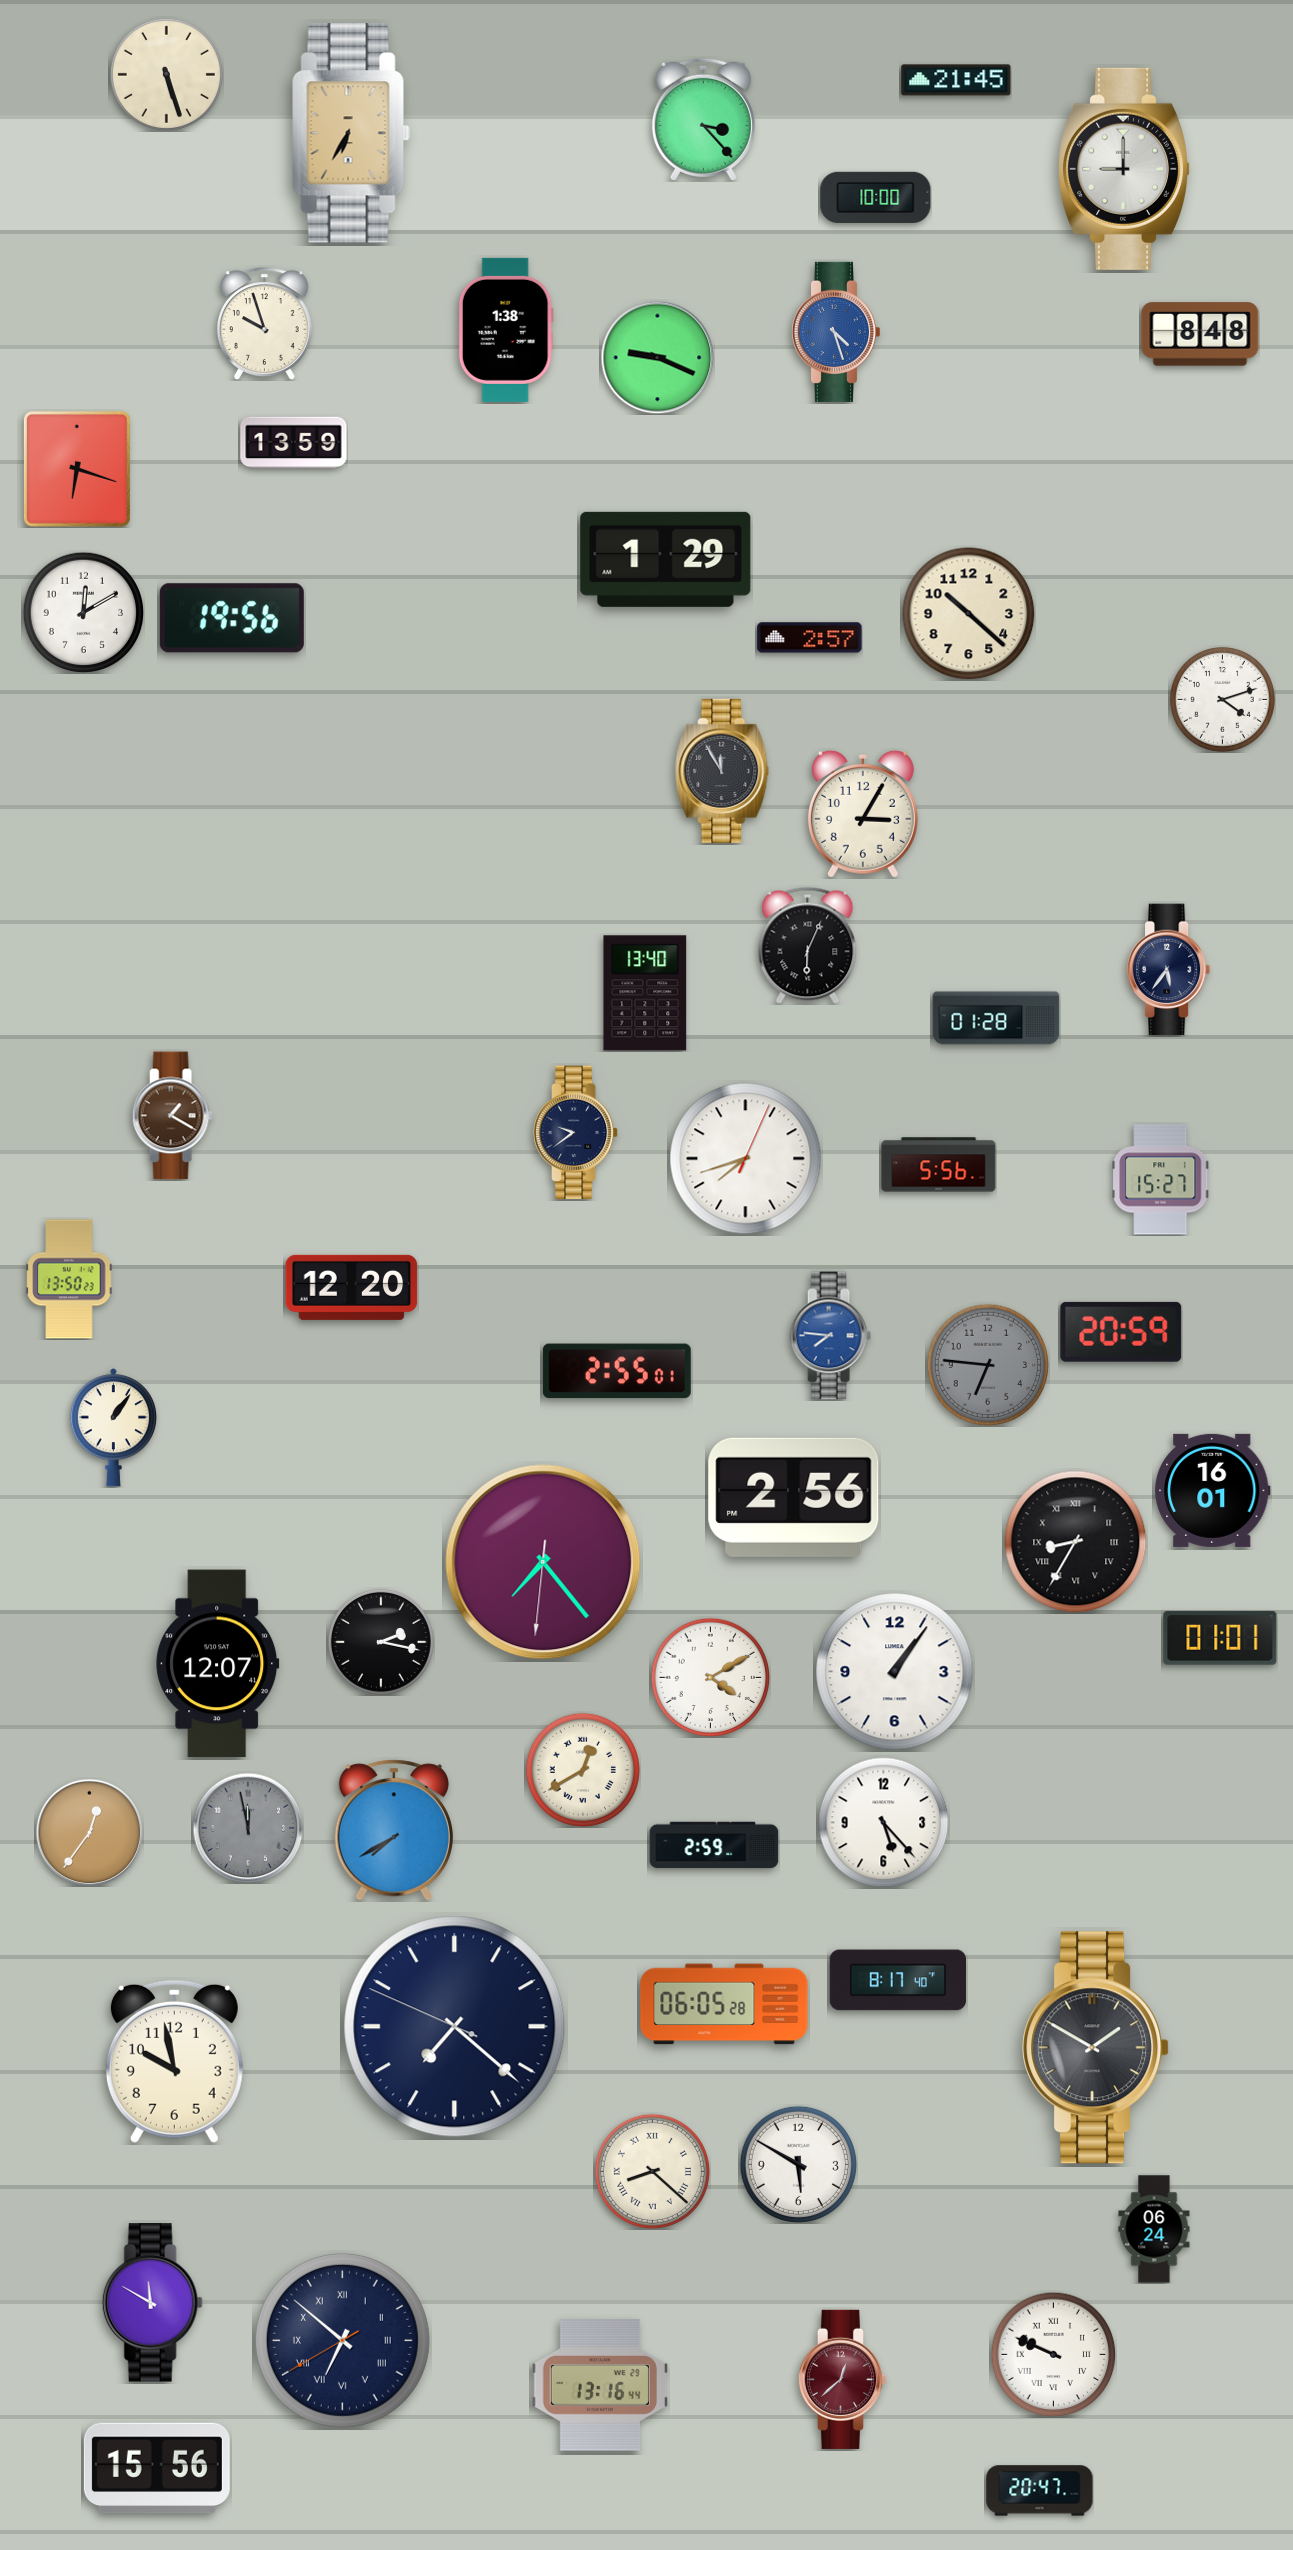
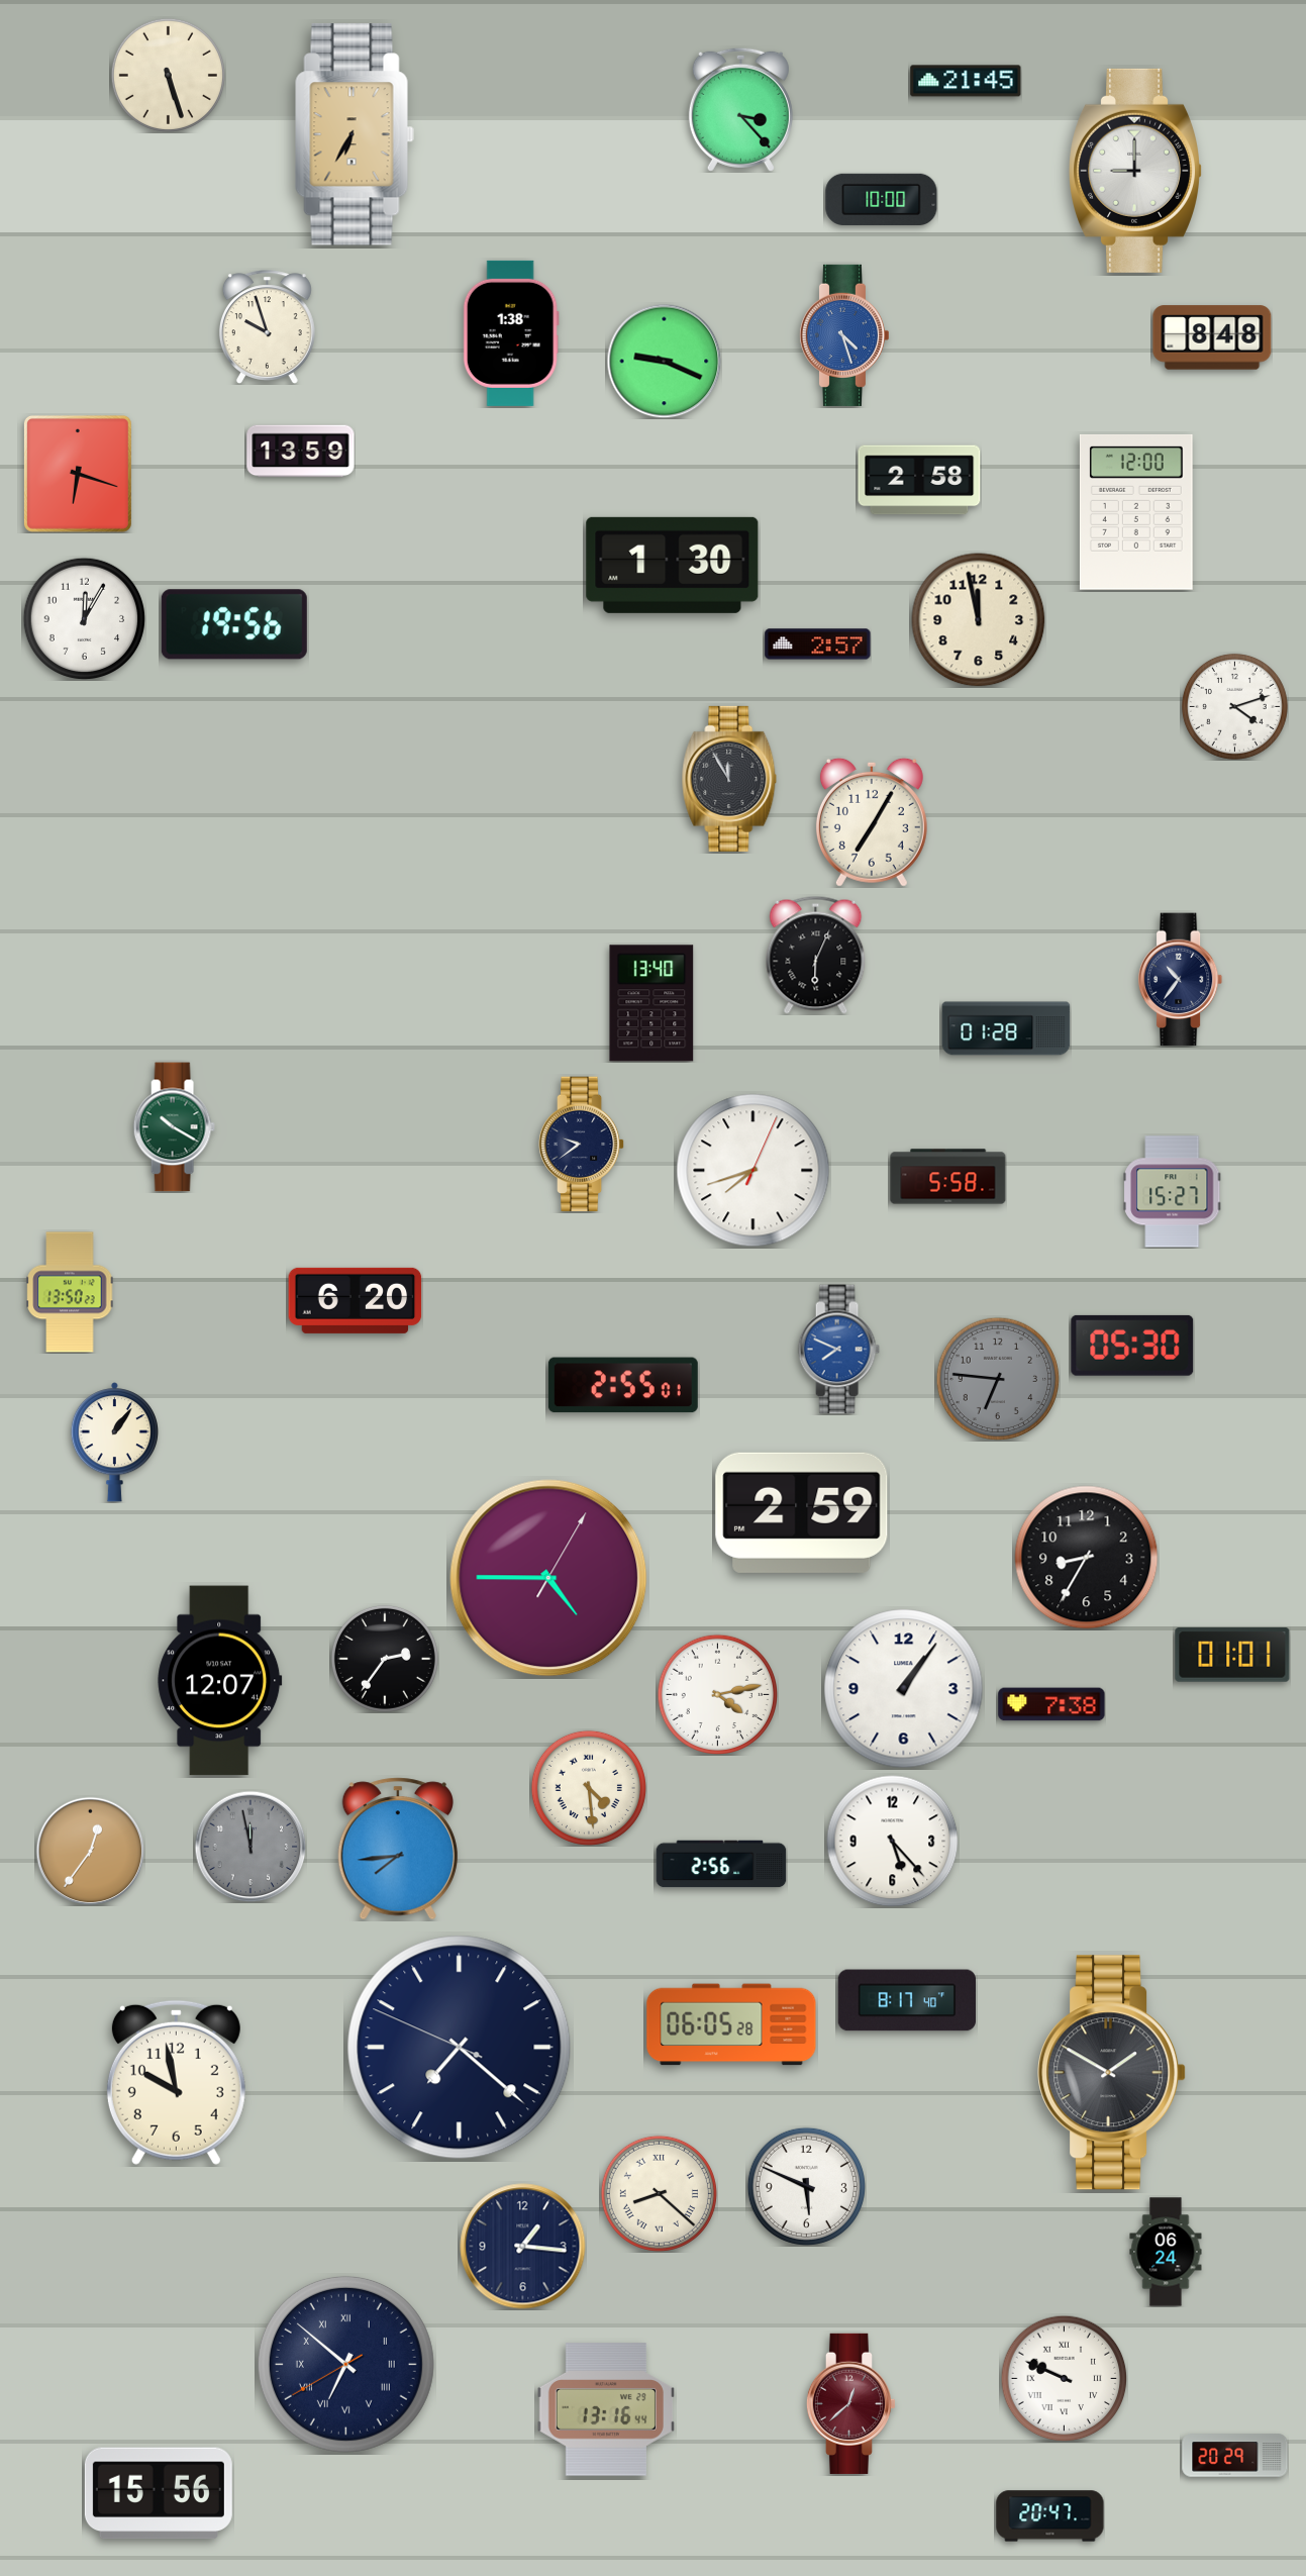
clock at (703, 119) position: (703, 119) -> (740, 109)
clock at (876, 197) position: (876, 197) -> (882, 199)
clock at (294, 443) position: (294, 443) -> (301, 452)
clock at (919, 480): none -> 2:58
clock at (1136, 512): none -> 12:00
clock at (666, 559): 1:29 -> 1:30
clock at (83, 612): 12:10 -> 12:05
clock at (969, 614): 10:22 -> 11:58
clock at (863, 814): 3:05 -> 7:05
clock at (1169, 970): 5:36 -> 10:36
clock at (172, 1116): 1:20 -> 10:20
clock at (172, 1116) dial: brown -> green
clock at (939, 1165): 5:56 -> 5:58
clock at (352, 1287): 12:20 -> 6:20
clock at (1121, 1332): 20:59 -> 05:30
clock at (830, 1336): 7:46 -> 7:49
clock at (1213, 1490): 16:01 -> none
clock at (794, 1497): 2:56 -> 2:59
clock at (1076, 1542) numerals: Roman -> Arabic
clock at (543, 1562): 7:23 -> 4:45
clock at (381, 1642): 2:17 -> 2:36
clock at (710, 1677): 4:10 -> 4:13
clock at (1051, 1704): none -> 7:38
clock at (583, 1770): 12:40 -> 4:29
clock at (393, 1830): 7:40 -> 7:44
clock at (714, 1845): 2:59 -> 2:56
clock at (1096, 2048) position: (1096, 2048) -> (1112, 2073)
clock at (798, 2164): 5:50 -> 5:49
clock at (523, 2247): none -> 1:16
clock at (152, 2303): 11:50 -> none
clock at (1235, 2456): none -> 20:29
